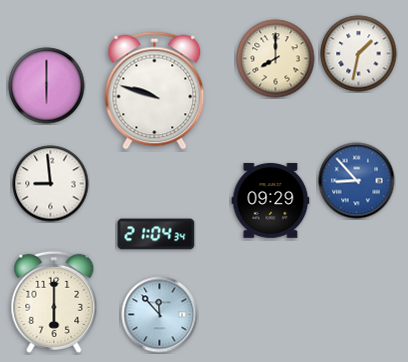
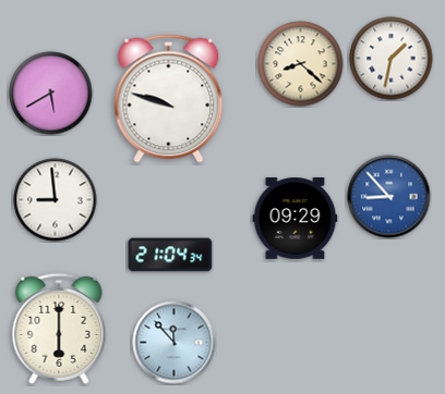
clock at (276, 59): 8:00 -> 8:22
clock at (47, 86): 6:00 -> 5:40
